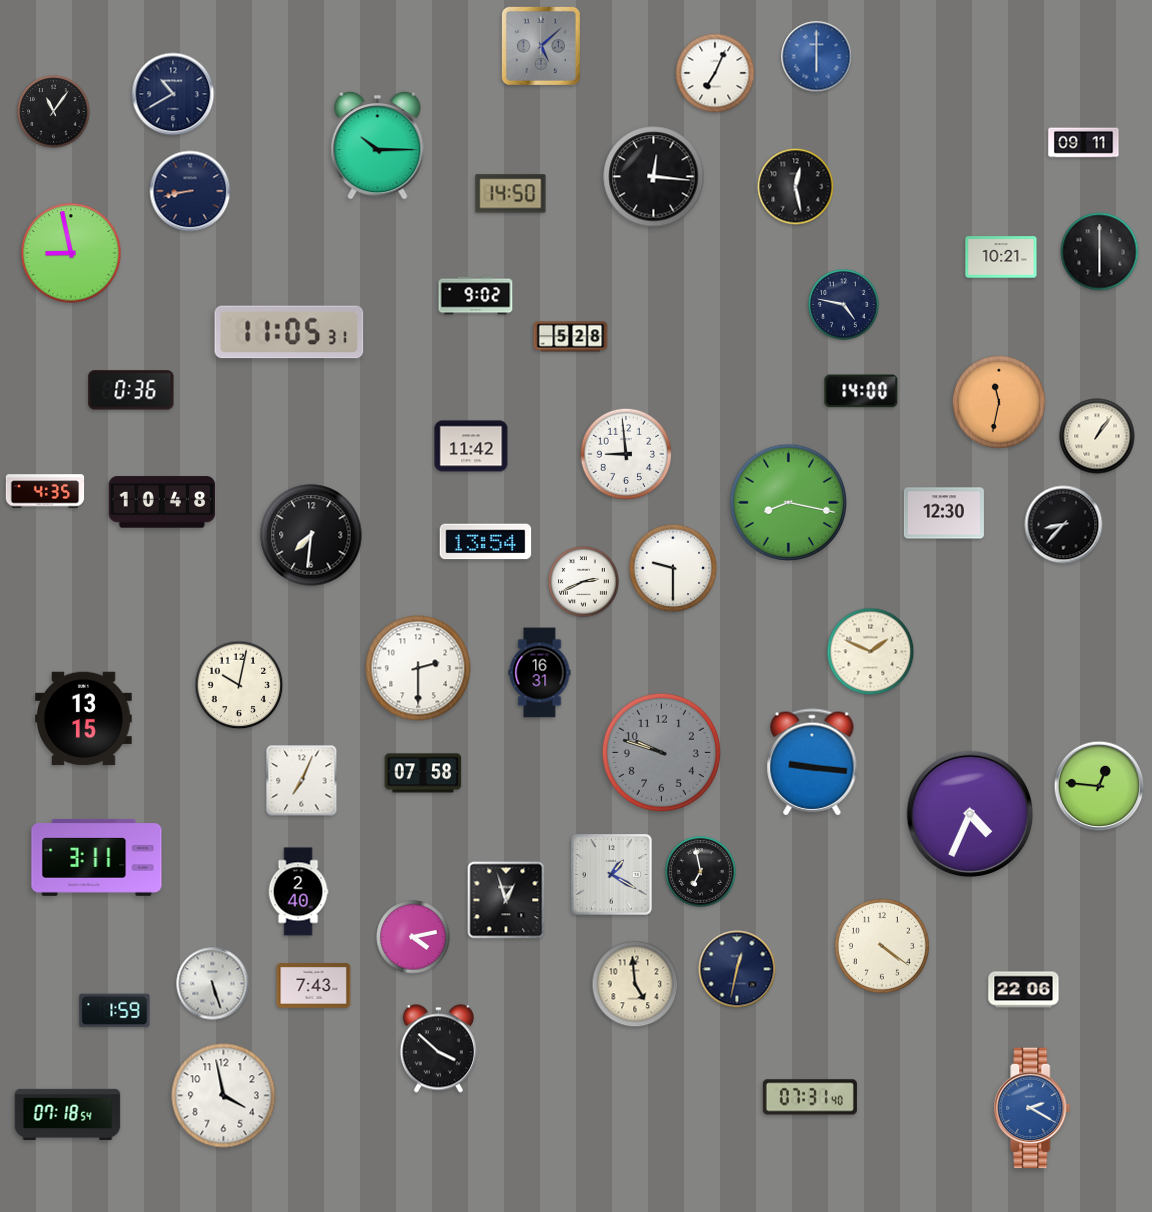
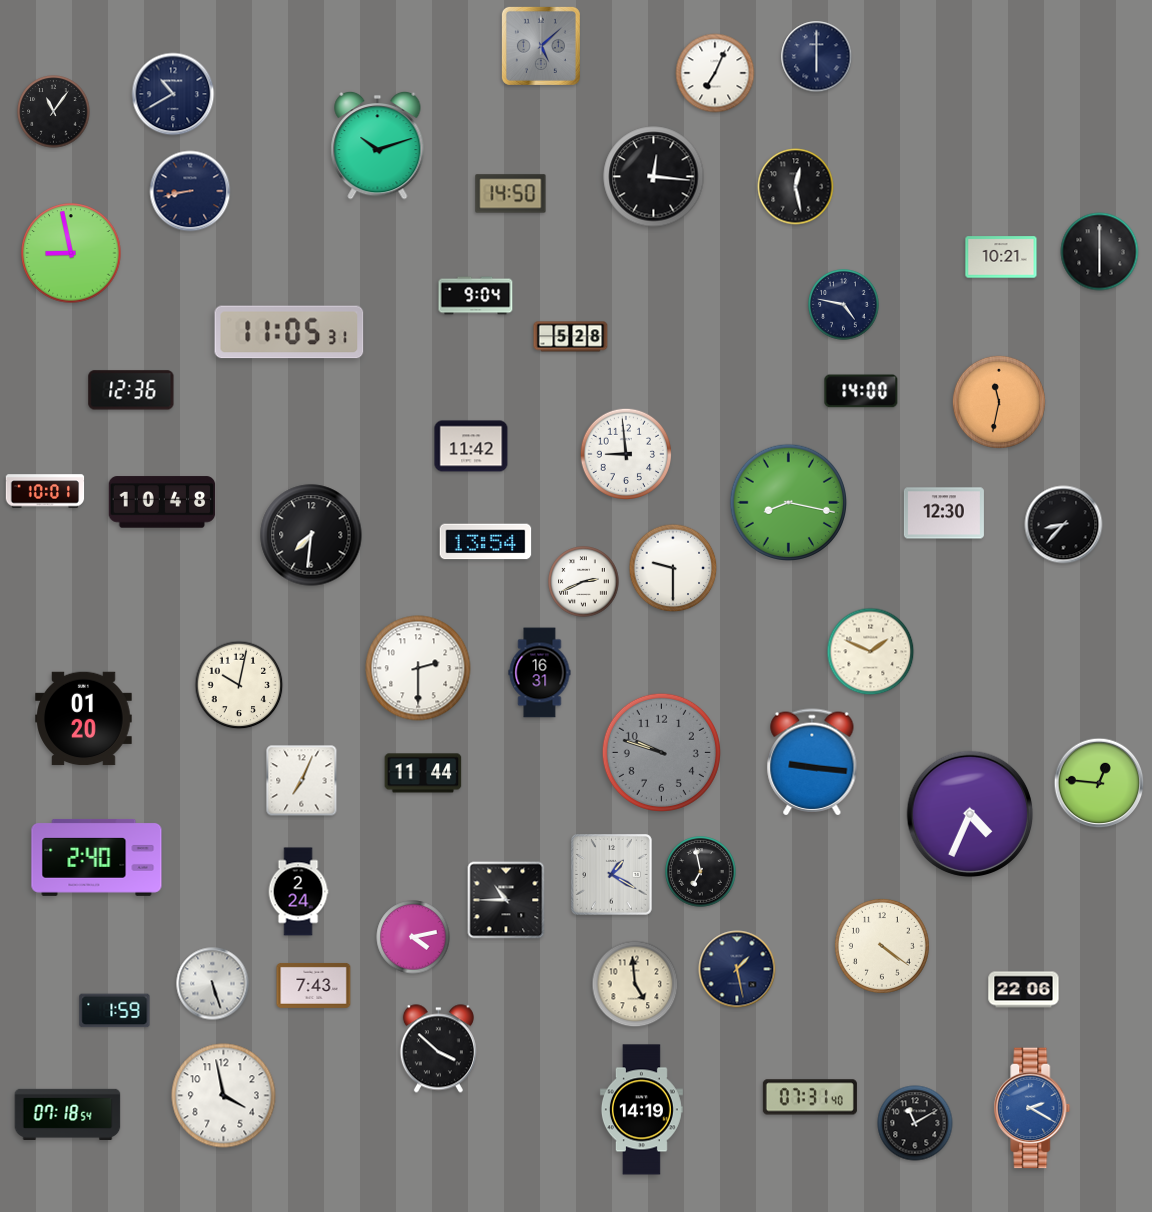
clock at (817, 57) dial: blue -> navy
clock at (1084, 143): 09:11 -> none
clock at (378, 145): 10:15 -> 10:12
clock at (476, 296): 9:02 -> 9:04
clock at (131, 390): 0:36 -> 12:36
clock at (1097, 436): 1:06 -> none
clock at (45, 491): 4:35 -> 10:01
clock at (84, 719): 13:15 -> 01:20
clock at (423, 773): 07:58 -> 11:44
clock at (1099, 786) position: (1099, 786) -> (1099, 783)
clock at (97, 857): 3:11 -> 2:40
clock at (298, 892): 2:40 -> 2:24
clock at (506, 900): 12:57 -> 10:45
clock at (737, 969): 12:32 -> 1:28
clock at (641, 1110): none -> 14:19
clock at (915, 1123): none -> 11:10
